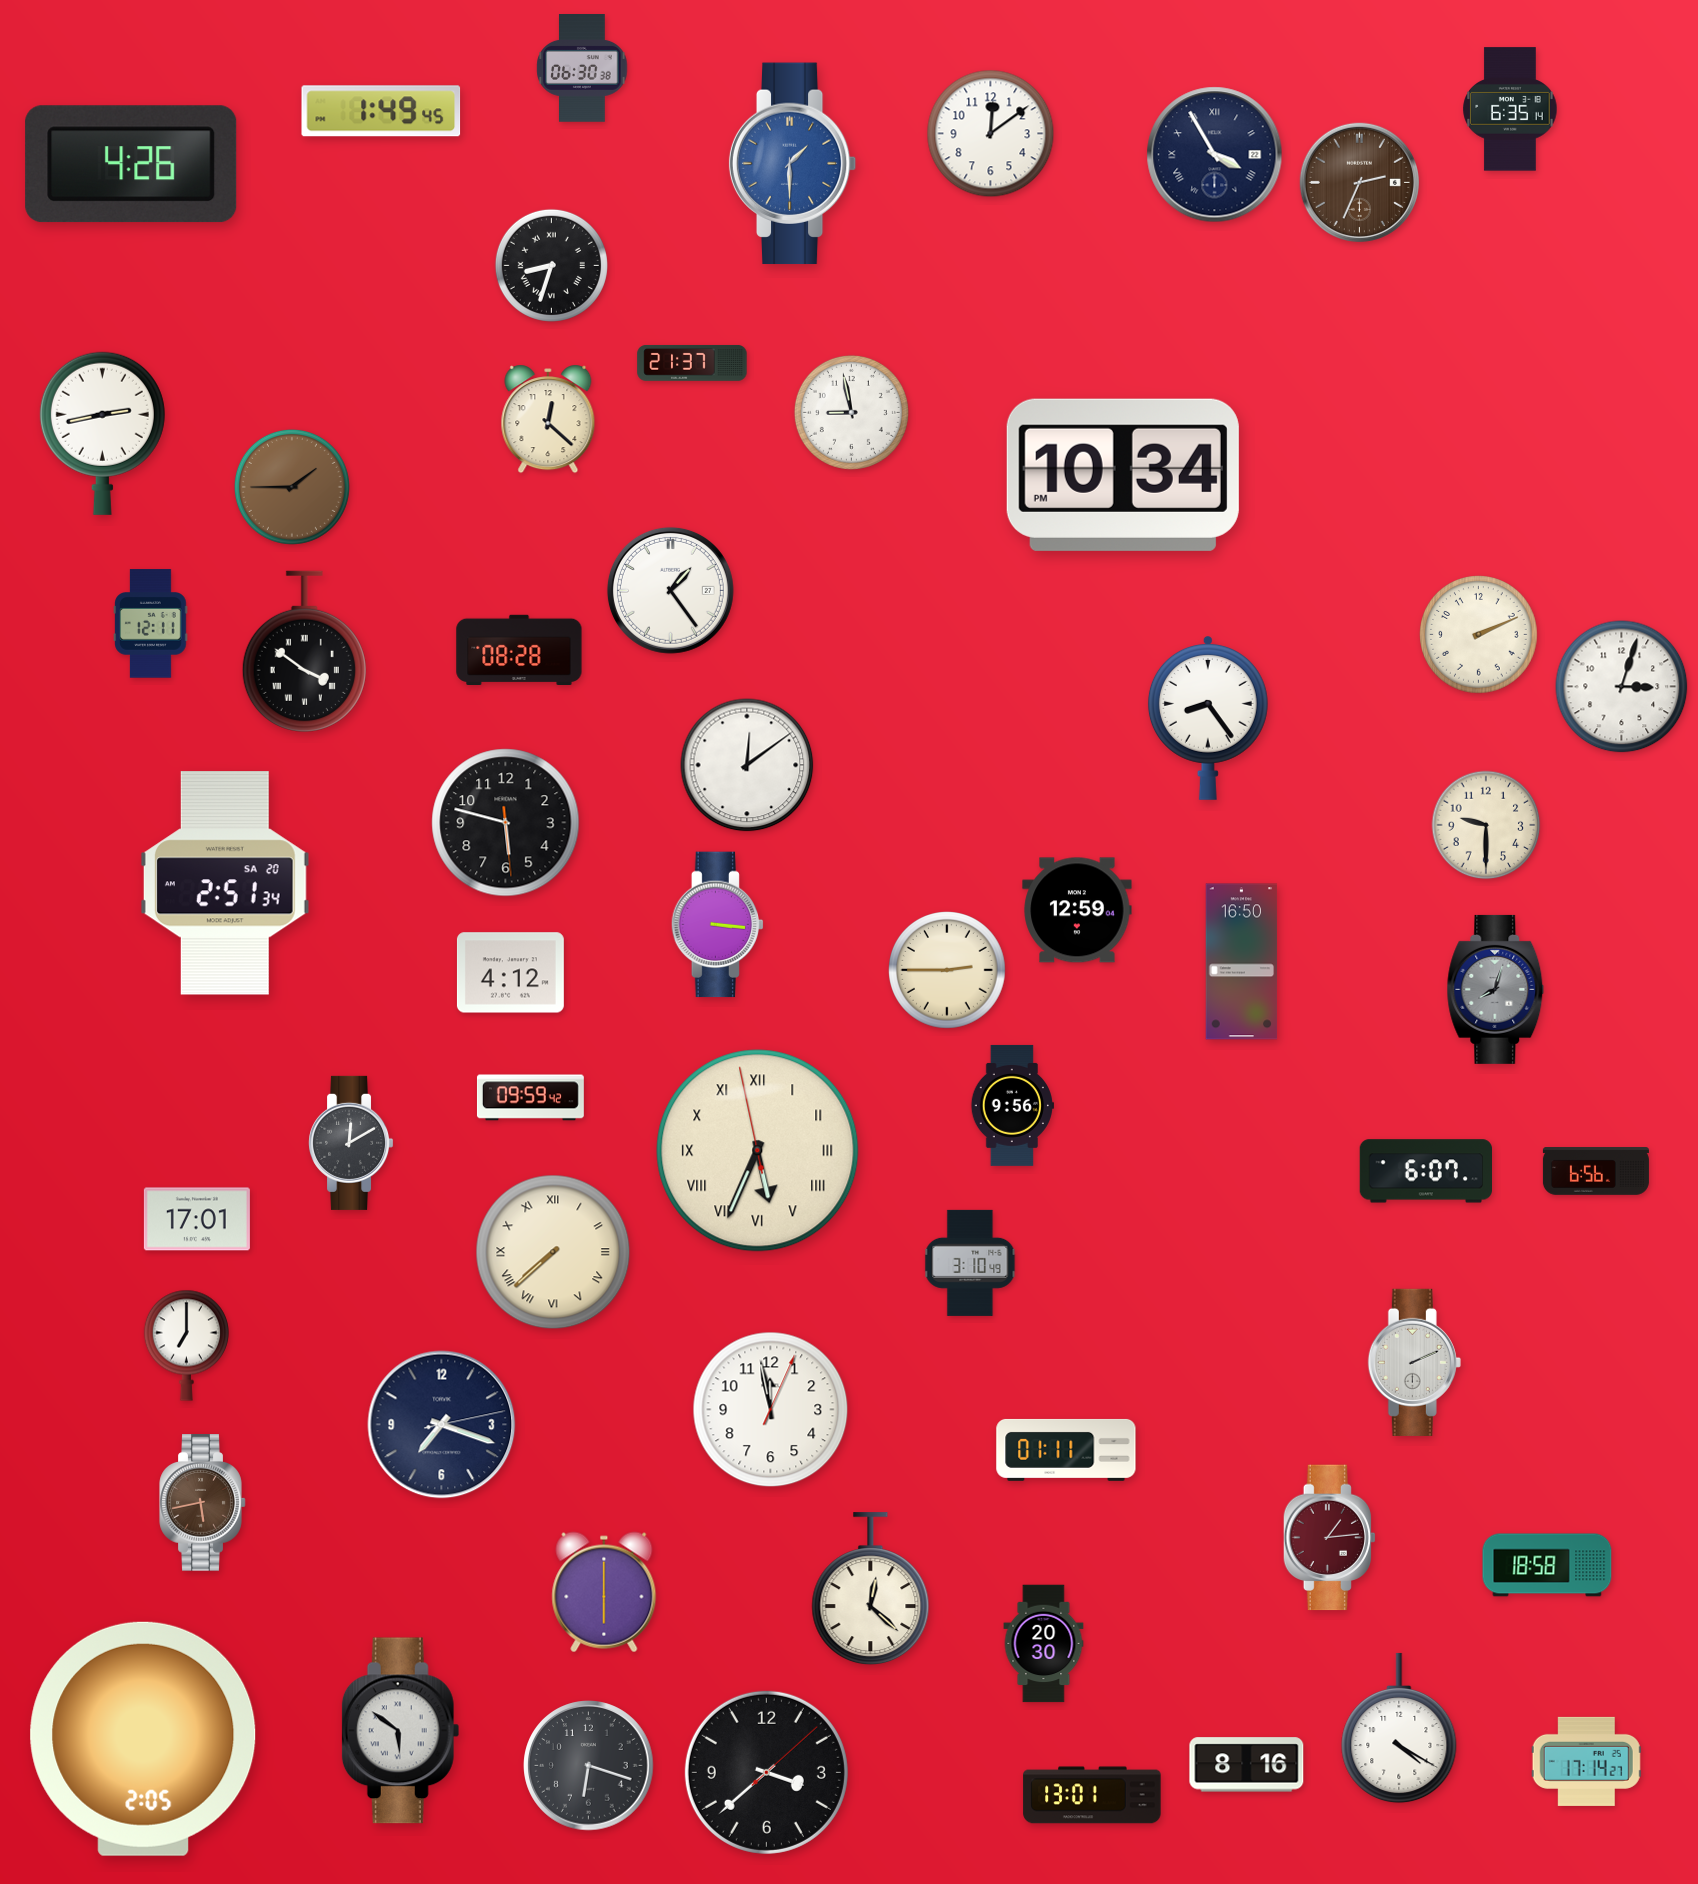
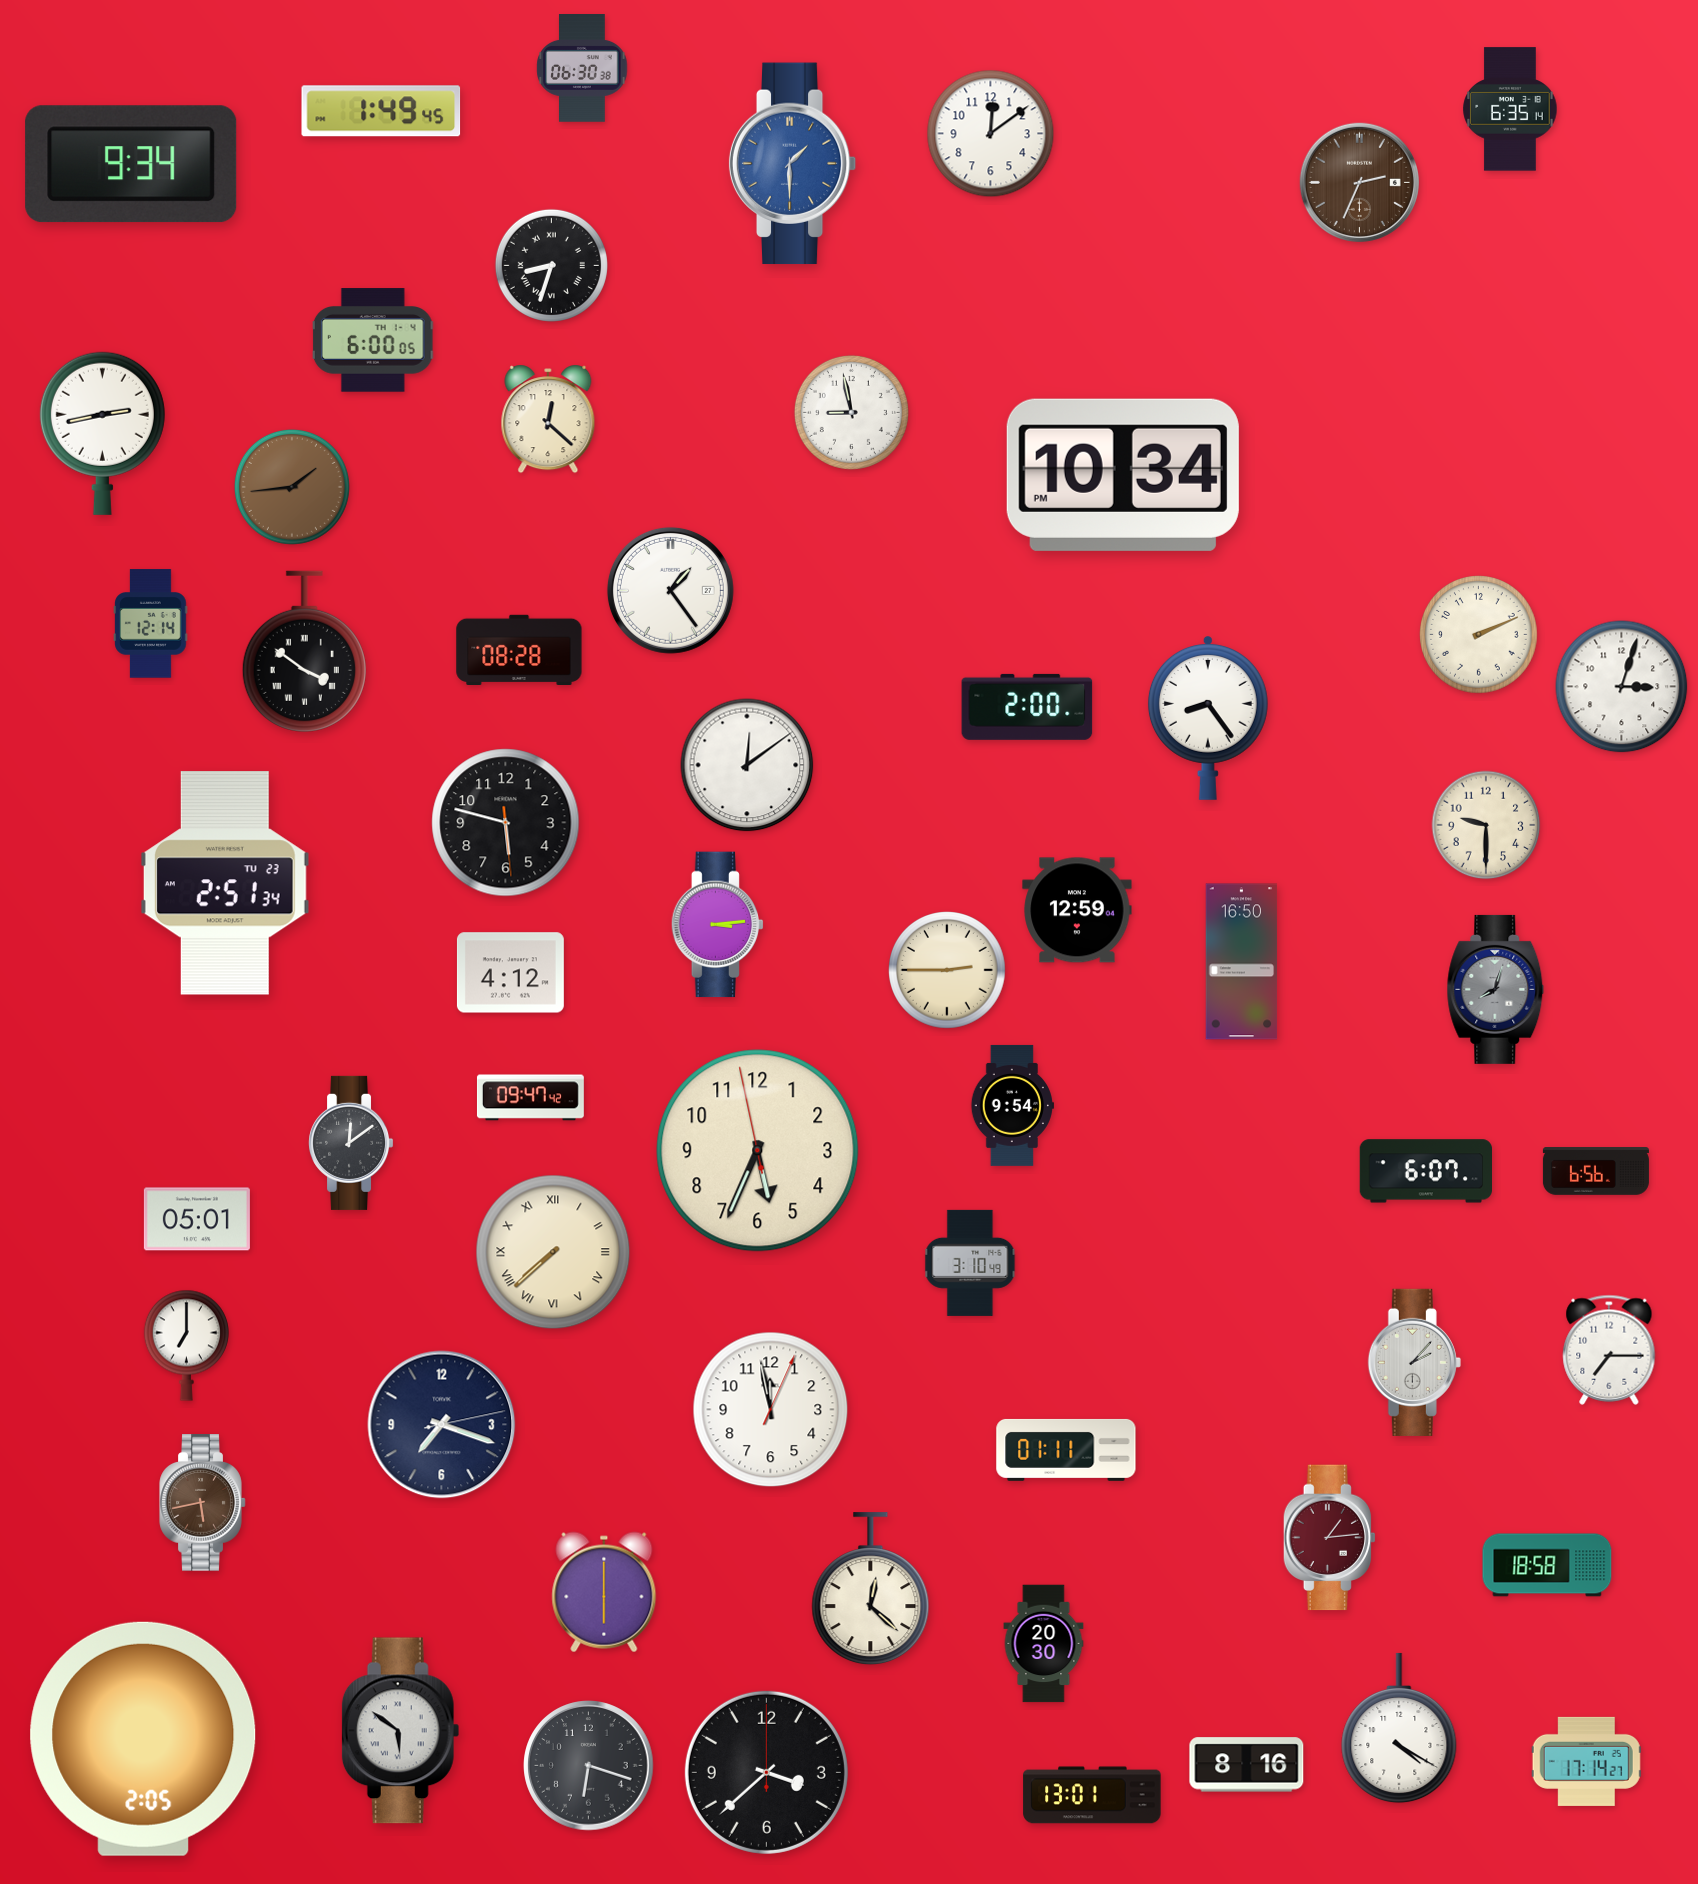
clock at (1215, 155): 3:55 -> none
clock at (131, 164): 4:26 -> 9:34
clock at (373, 340): none -> 6:00
clock at (692, 363): 21:37 -> none
clock at (292, 487): 1:45 -> 1:44
clock at (151, 624): 12:11 -> 12:14
clock at (1027, 707): none -> 2:00
clock at (225, 883) date: SA 20 -> TU 23
clock at (717, 925): 3:16 -> 3:14
clock at (530, 1098): 09:59 -> 09:47
clock at (1012, 1105): 9:56 -> 9:54
clock at (351, 1143): 12:10 -> 12:09
clock at (758, 1151) numerals: Roman -> Arabic
clock at (197, 1219): 17:01 -> 05:01
clock at (1609, 1350): none -> 7:15
clock at (1414, 1362): 2:11 -> 2:07
clock at (766, 1772): 3:38:08 -> 3:38:00
